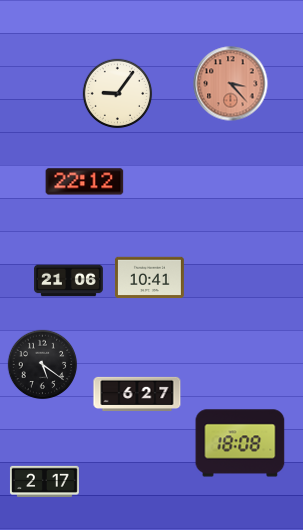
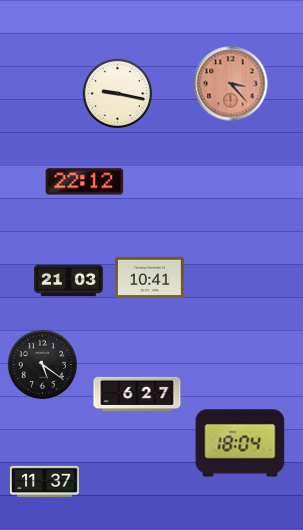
clock at (118, 94): 9:06 -> 9:17
clock at (69, 281): 21:06 -> 21:03
clock at (240, 443): 18:08 -> 18:04
clock at (44, 481): 2:17 -> 11:37
